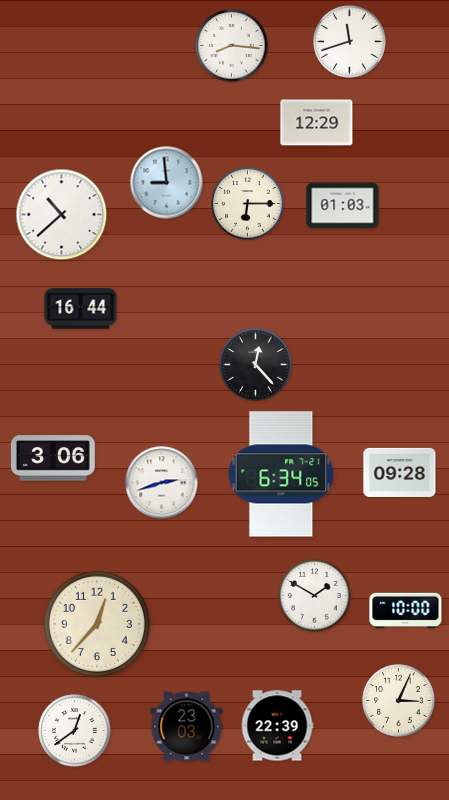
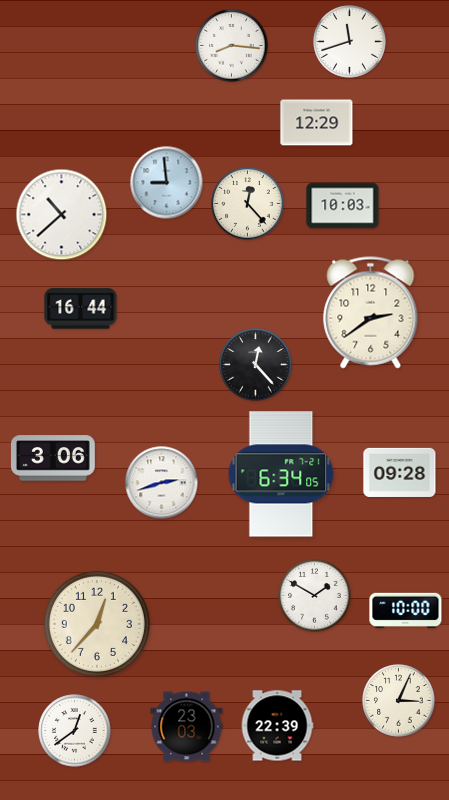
clock at (248, 204): 6:15 -> 12:23
clock at (343, 206): 01:03 -> 10:03
clock at (371, 313): none -> 2:39
